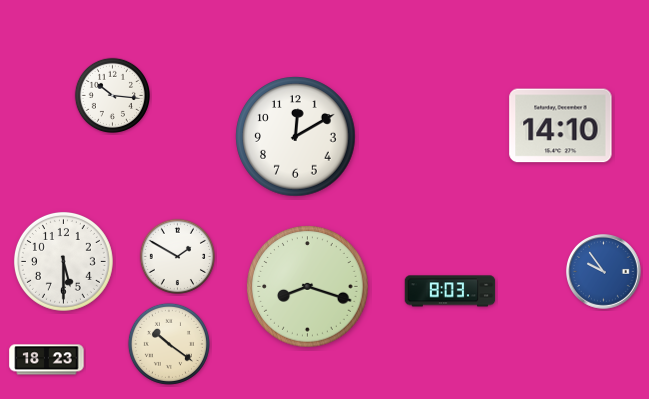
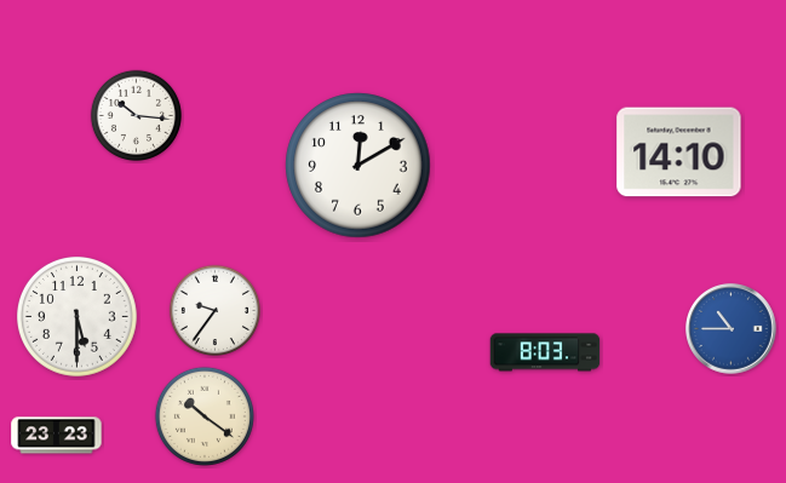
clock at (177, 256): 1:50 -> 9:36
clock at (604, 272): 9:54 -> 10:45
clock at (308, 287): 8:18 -> none
clock at (47, 360): 18:23 -> 23:23
